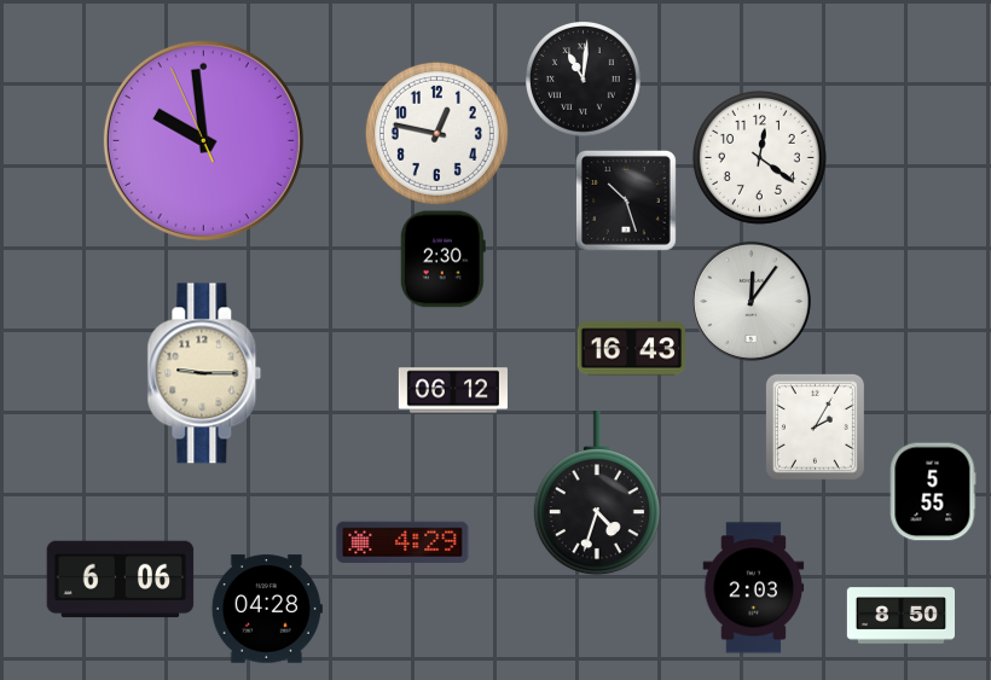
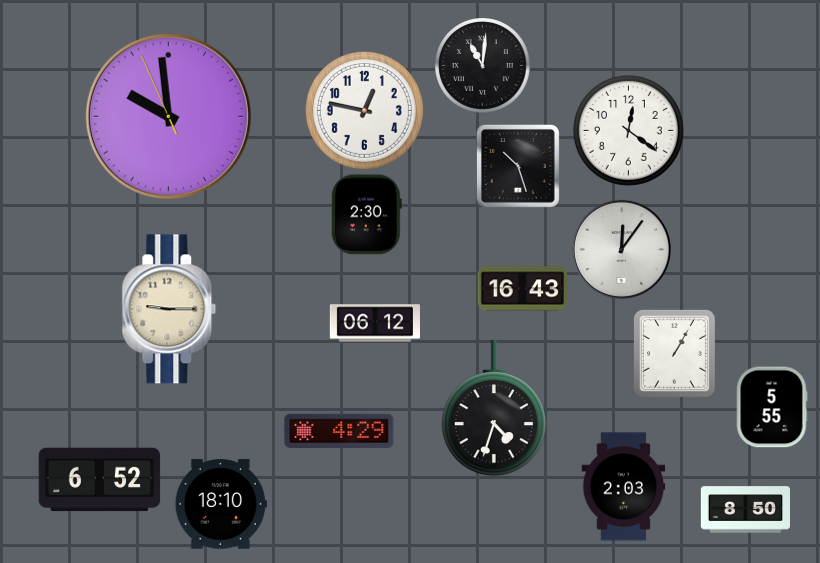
clock at (436, 133) position: (436, 133) -> (364, 110)
clock at (815, 426): 2:05 -> 1:05
clock at (402, 541) position: (402, 541) -> (339, 430)
clock at (121, 580): 6:06 -> 6:52
clock at (267, 609): 04:28 -> 18:10
